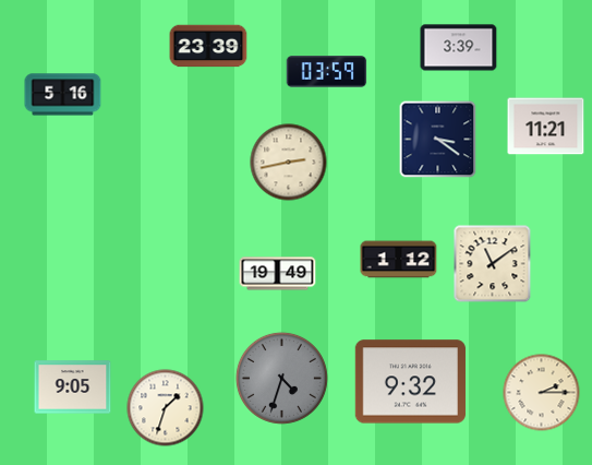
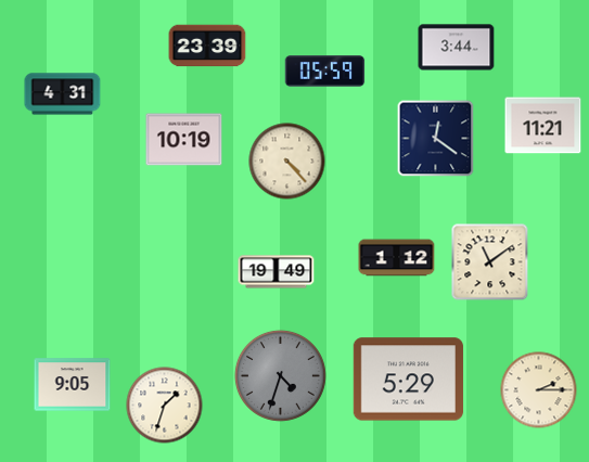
clock at (459, 48): 3:39 -> 3:44
clock at (327, 72): 03:59 -> 05:59
clock at (63, 95): 5:16 -> 4:31
clock at (438, 140): 3:21 -> 12:21
clock at (184, 140): none -> 10:19
clock at (289, 163): 2:43 -> 4:23
clock at (410, 382): 9:32 -> 5:29
